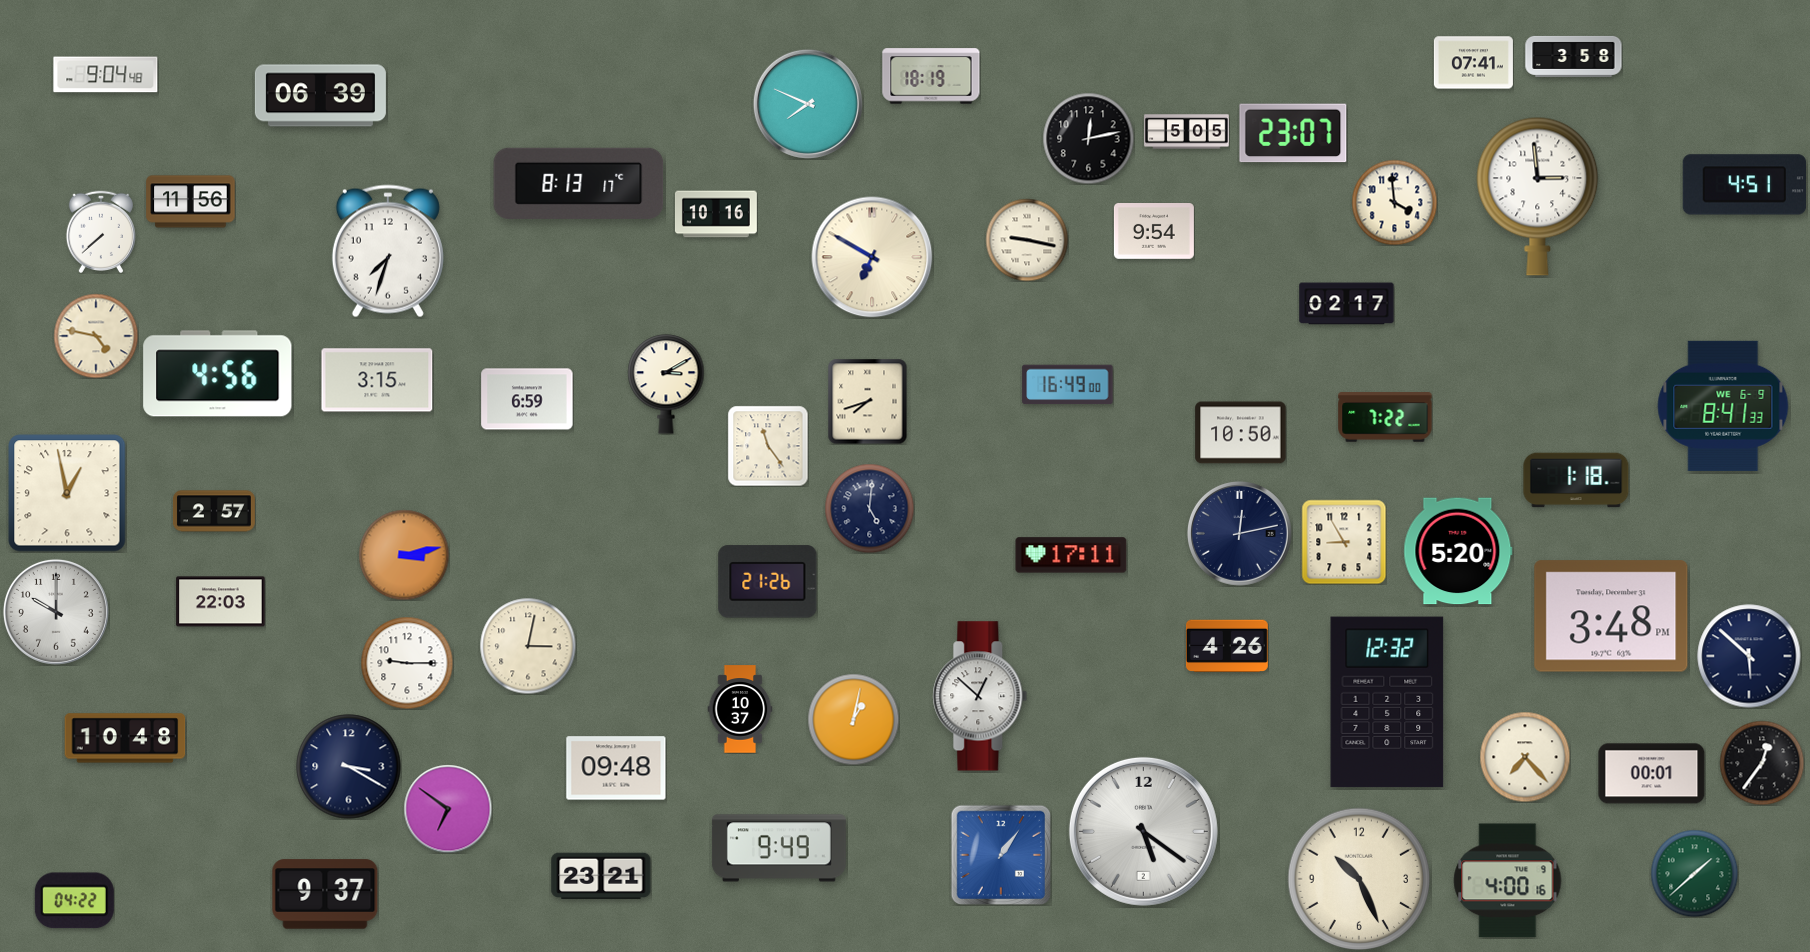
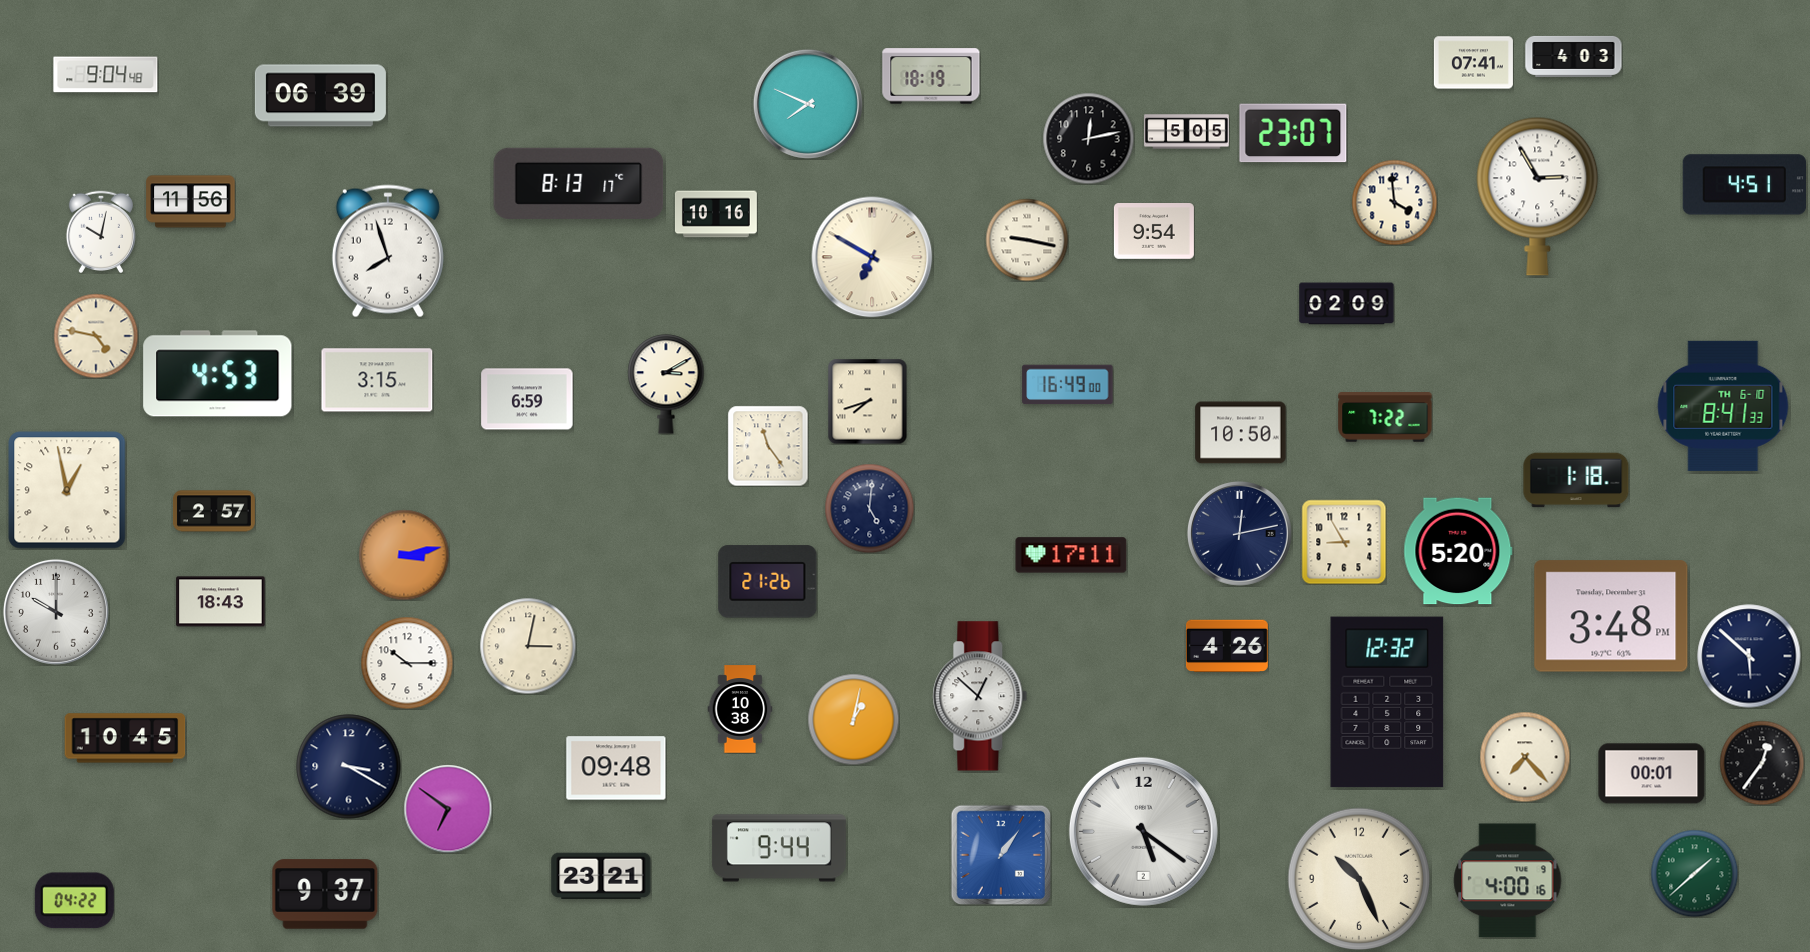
clock at (1574, 56): 3:58 -> 4:03
clock at (1538, 196): 2:59 -> 2:55
clock at (100, 232): 7:38 -> 10:02
clock at (388, 251): 7:33 -> 7:57
clock at (1347, 304): 02:17 -> 02:09
clock at (218, 374): 4:56 -> 4:53
clock at (1723, 406) date: WE 6-9 -> TH 6-10
clock at (67, 493) position: (67, 493) -> (67, 490)
clock at (221, 602): 22:03 -> 18:43
clock at (407, 663): 9:15 -> 10:15
clock at (740, 709): 10:37 -> 10:38
clock at (125, 738): 10:48 -> 10:45
clock at (779, 848): 9:49 -> 9:44
